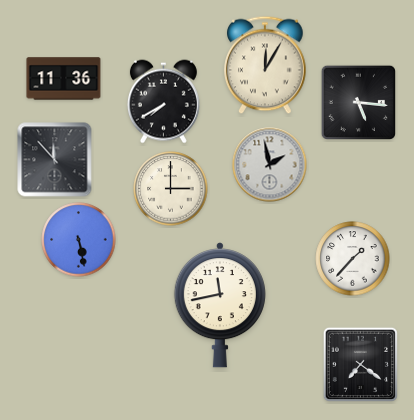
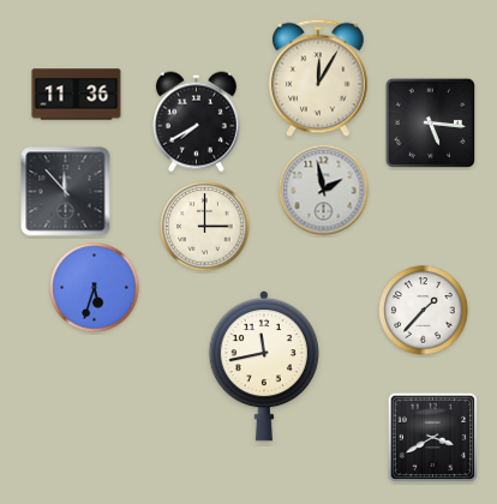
clock at (270, 165) position: (270, 165) -> (324, 191)
clock at (79, 240): 5:28 -> 5:33
clock at (360, 364): 7:21 -> 3:40
